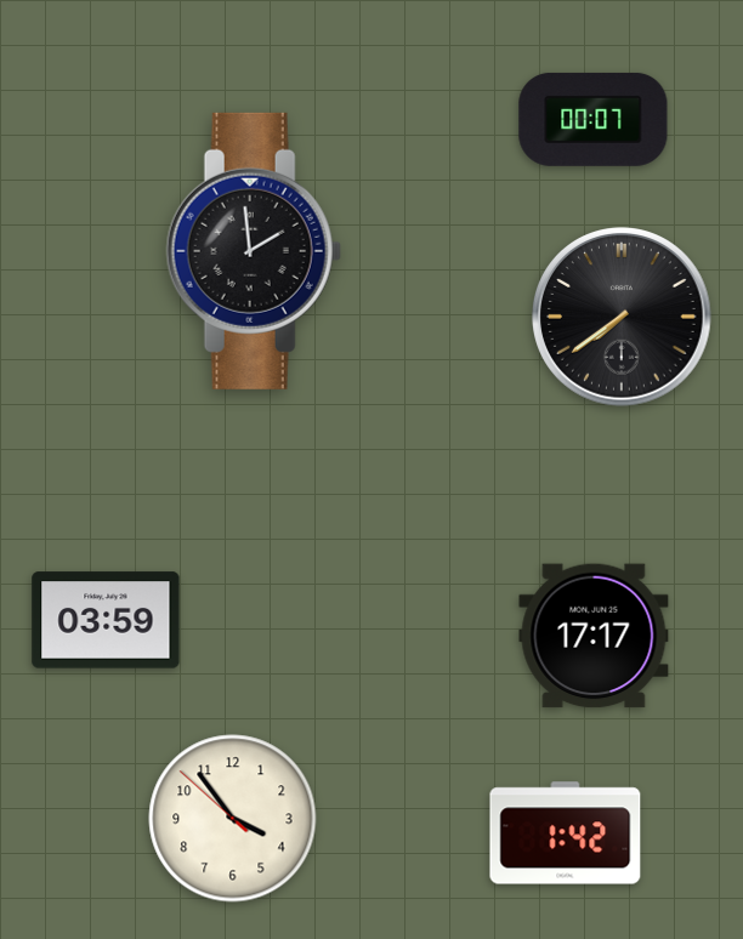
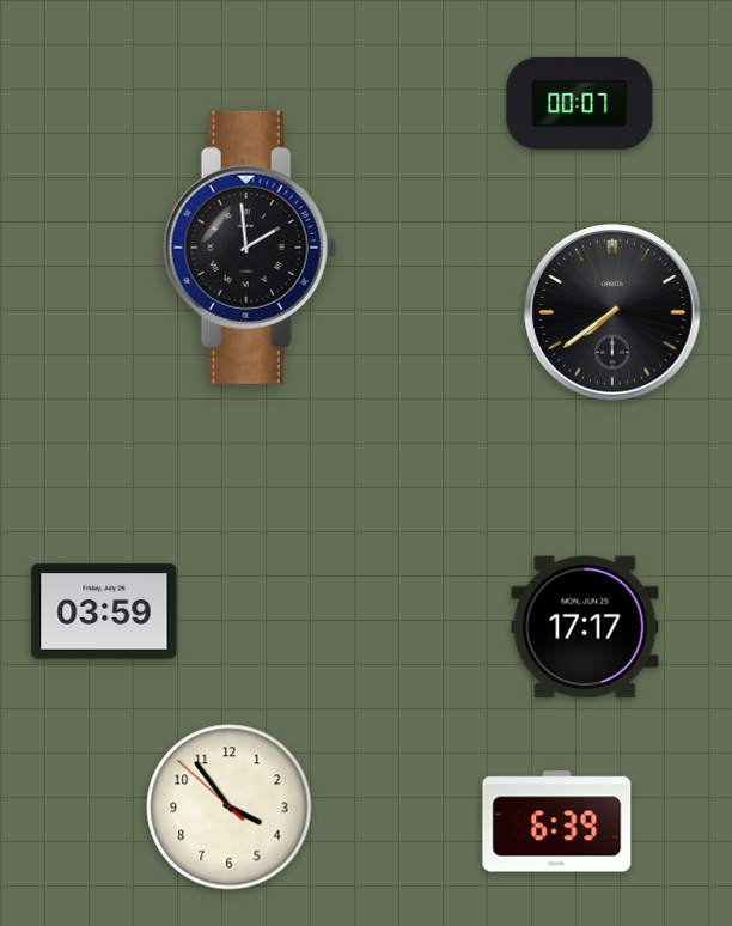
clock at (594, 119) position: (594, 119) -> (580, 103)
clock at (566, 833): 1:42 -> 6:39
